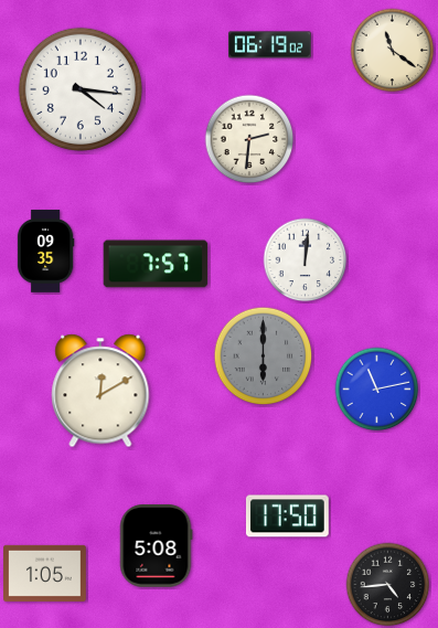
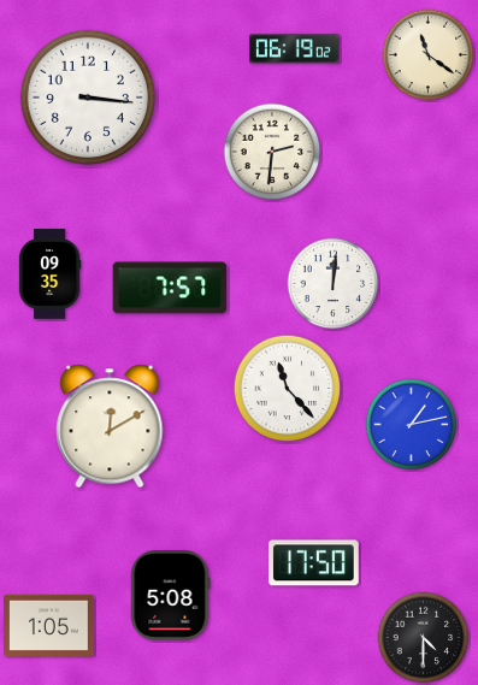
clock at (81, 89): 4:16 -> 3:16
clock at (264, 356): 6:00 -> 11:23
clock at (264, 356) dial: grey -> white
clock at (377, 390): 11:13 -> 1:13
clock at (388, 585): 4:44 -> 4:30
